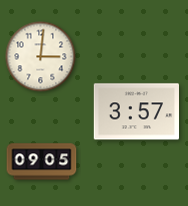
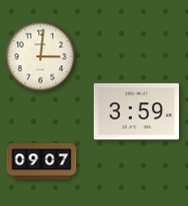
clock at (137, 112): 3:57 -> 3:59
clock at (42, 162): 09:05 -> 09:07
